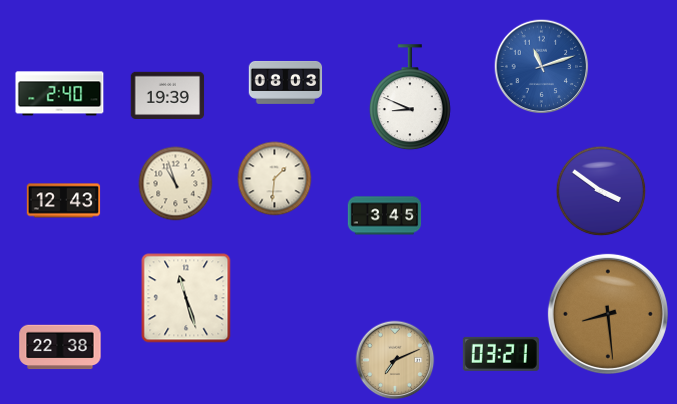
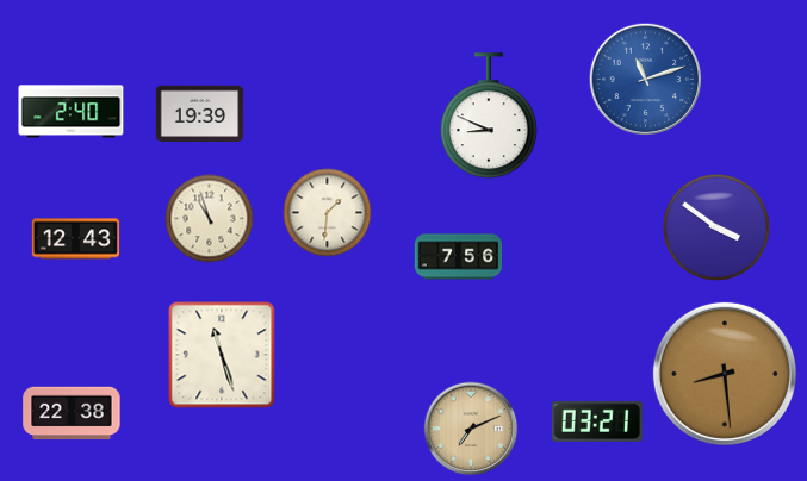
clock at (286, 82): 08:03 -> none
clock at (385, 216): 3:45 -> 7:56
